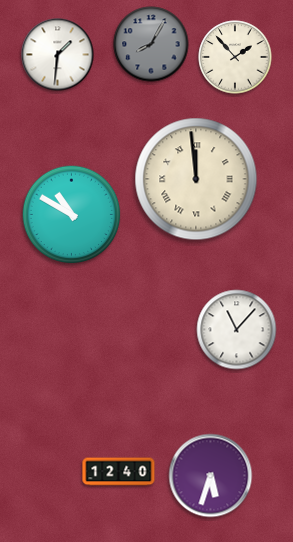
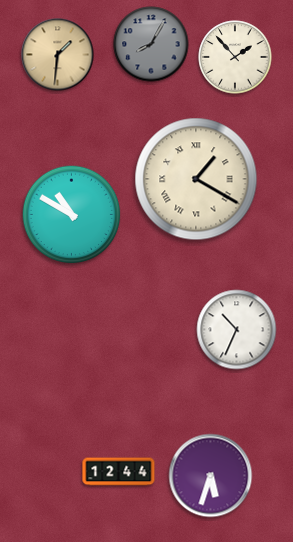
clock at (58, 55) dial: white -> champagne
clock at (196, 179): 11:59 -> 1:20
clock at (237, 330): 11:07 -> 10:34
clock at (119, 472): 12:40 -> 12:44
